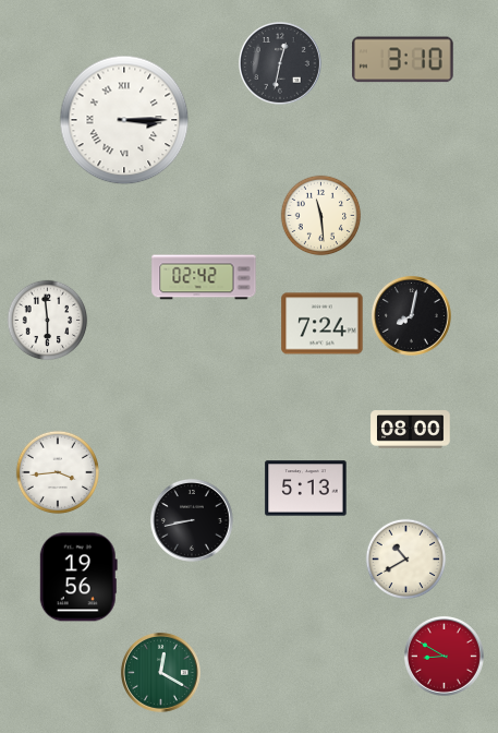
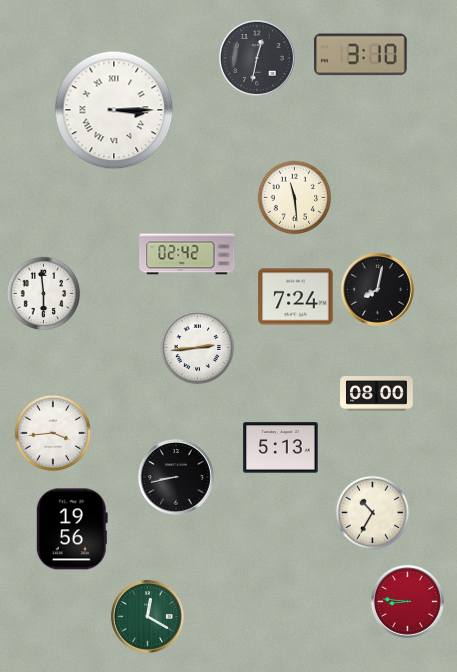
clock at (403, 60) position: (403, 60) -> (361, 55)
clock at (198, 348): none -> 2:44
clock at (406, 560): 10:40 -> 10:35
clock at (444, 656): 8:50 -> 8:46
